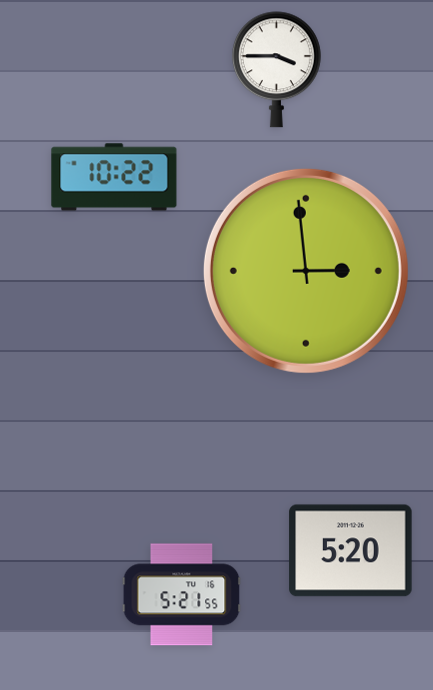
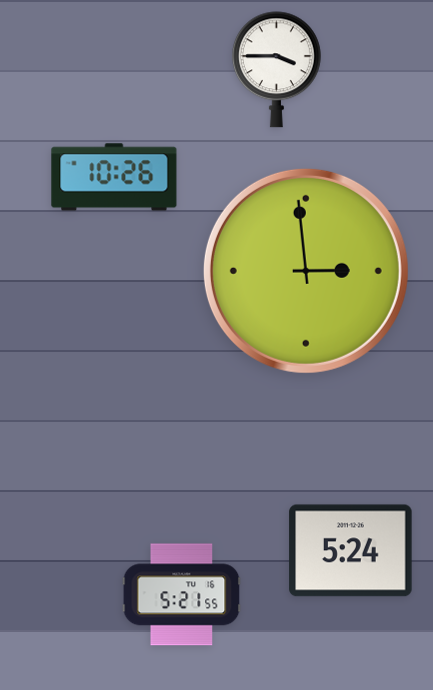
clock at (114, 177): 10:22 -> 10:26
clock at (351, 551): 5:20 -> 5:24
